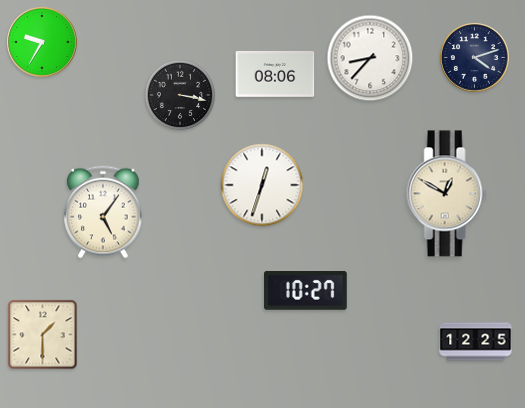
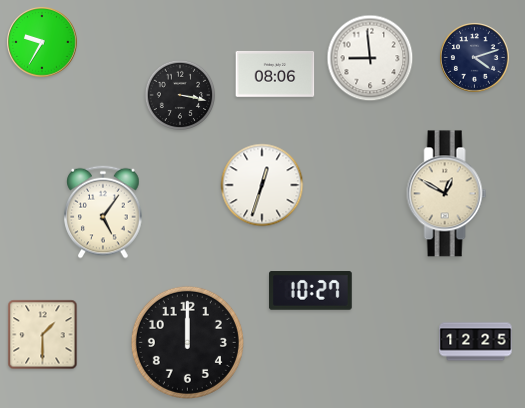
clock at (370, 58): 8:37 -> 8:59
clock at (306, 291) position: (306, 291) -> (311, 291)
clock at (187, 342): none -> 12:00
